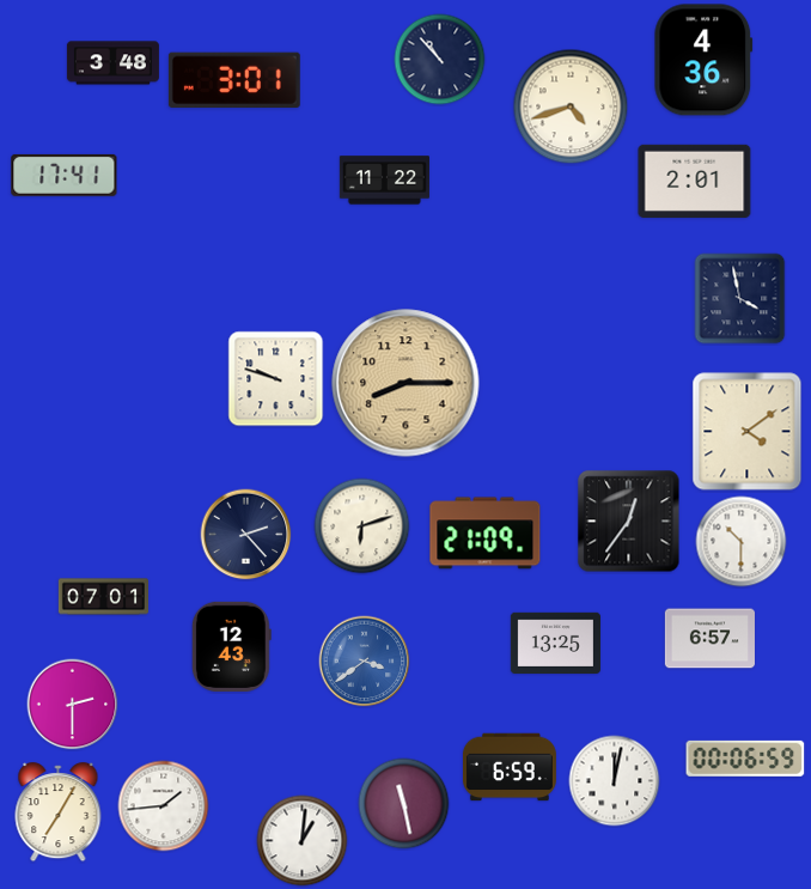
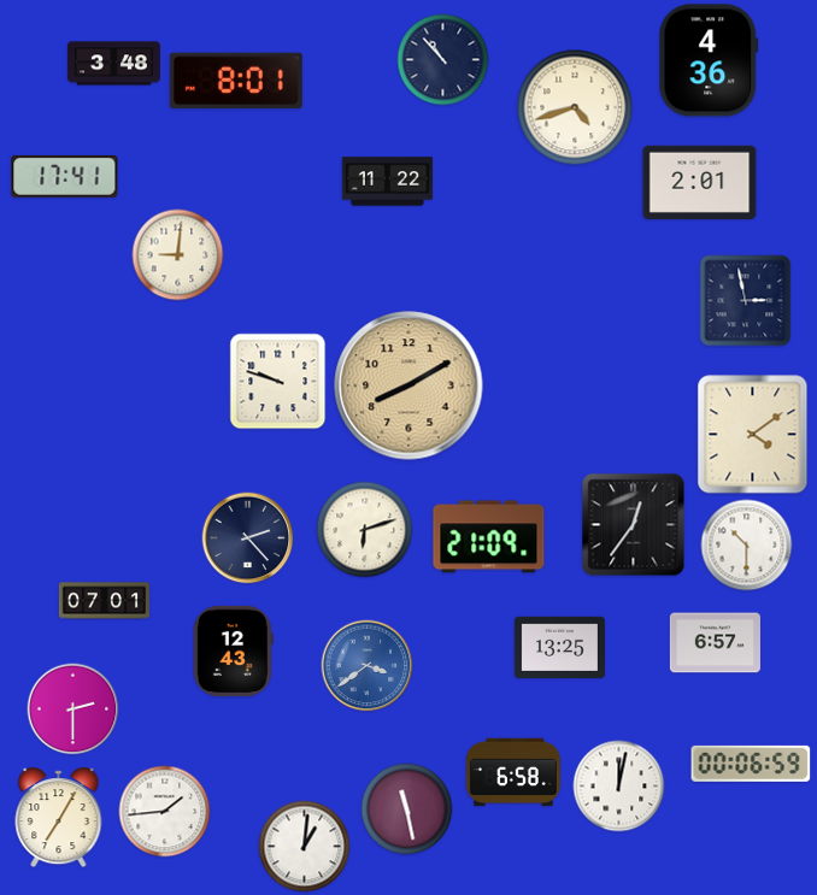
clock at (234, 80): 3:01 -> 8:01
clock at (178, 255): none -> 9:01
clock at (740, 299): 3:58 -> 2:58
clock at (405, 383): 8:15 -> 8:10
clock at (510, 767): 6:59 -> 6:58
